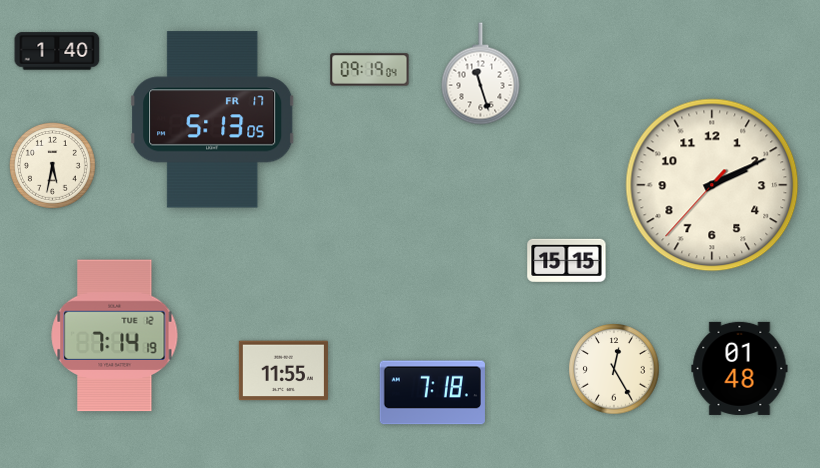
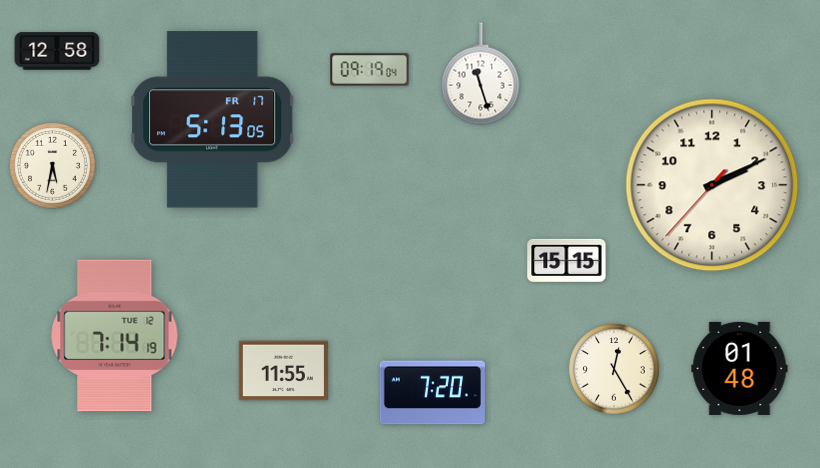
clock at (57, 51): 1:40 -> 12:58
clock at (432, 393): 7:18 -> 7:20
